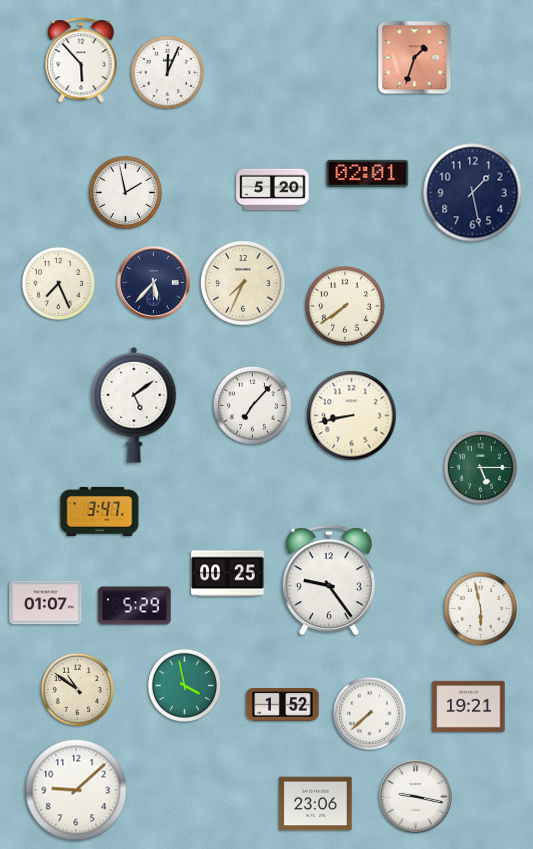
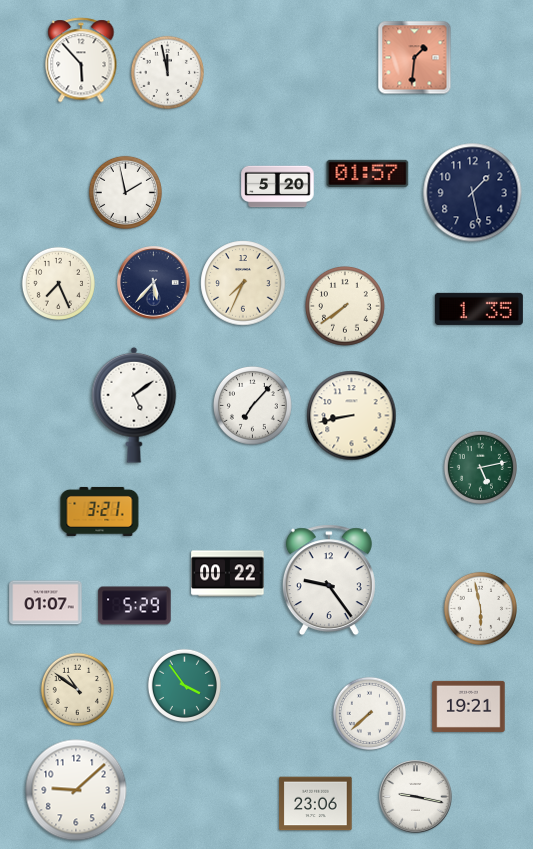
clock at (415, 58): 1:33 -> 1:31
clock at (167, 72): 12:04 -> 11:58
clock at (368, 173): 02:01 -> 01:57
clock at (273, 190) position: (273, 190) -> (278, 187)
clock at (479, 309): none -> 1:35
clock at (480, 467): 5:15 -> 5:13
clock at (100, 511): 3:47 -> 3:21
clock at (228, 574): 00:25 -> 00:22
clock at (184, 685): 3:58 -> 3:54
clock at (283, 705): 1:52 -> none
